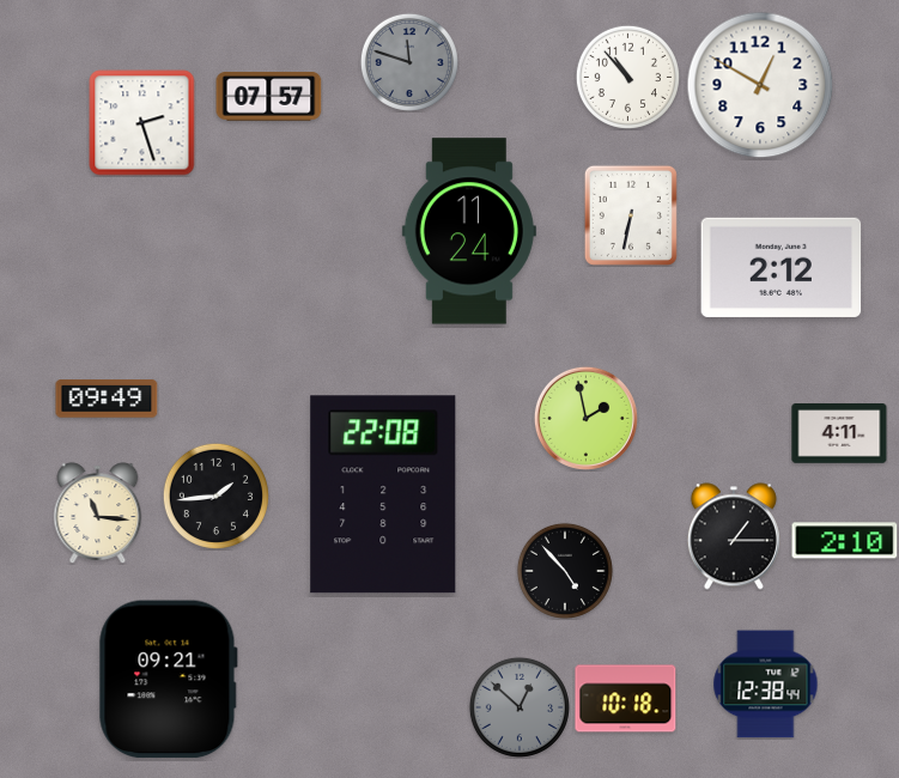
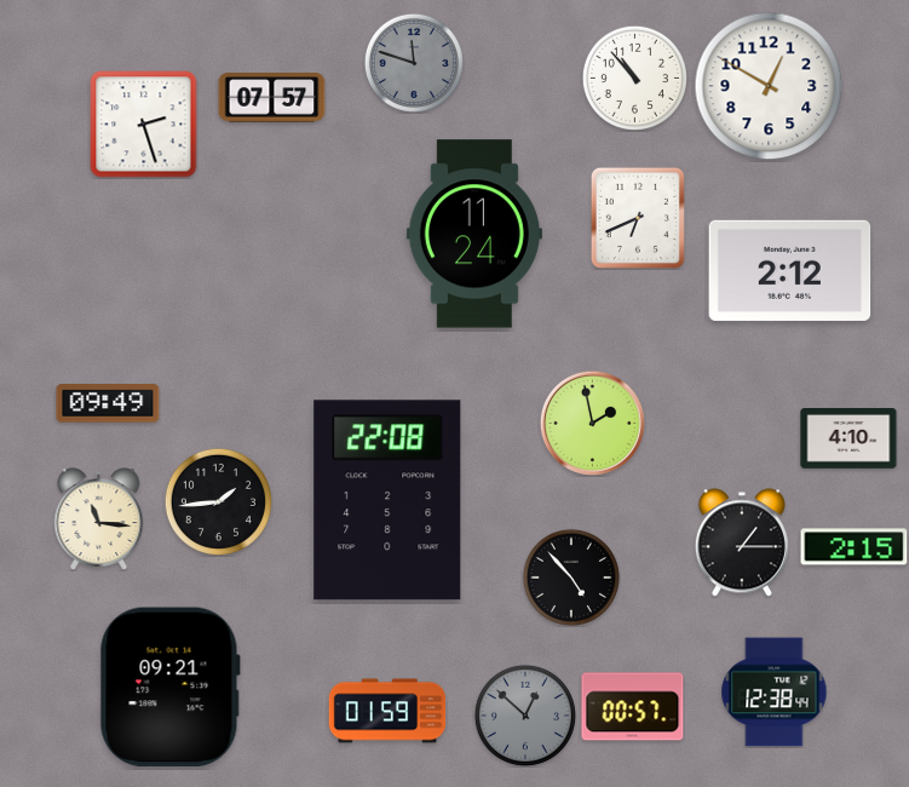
clock at (631, 215): 6:32 -> 6:41
clock at (839, 433): 4:11 -> 4:10
clock at (845, 541): 2:10 -> 2:15
clock at (626, 699): 10:18 -> 00:57
clock at (387, 711): none -> 01:59
